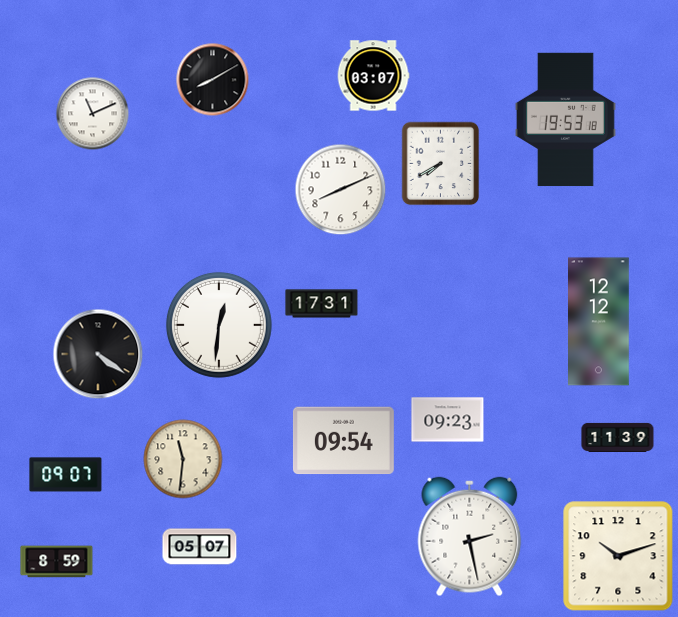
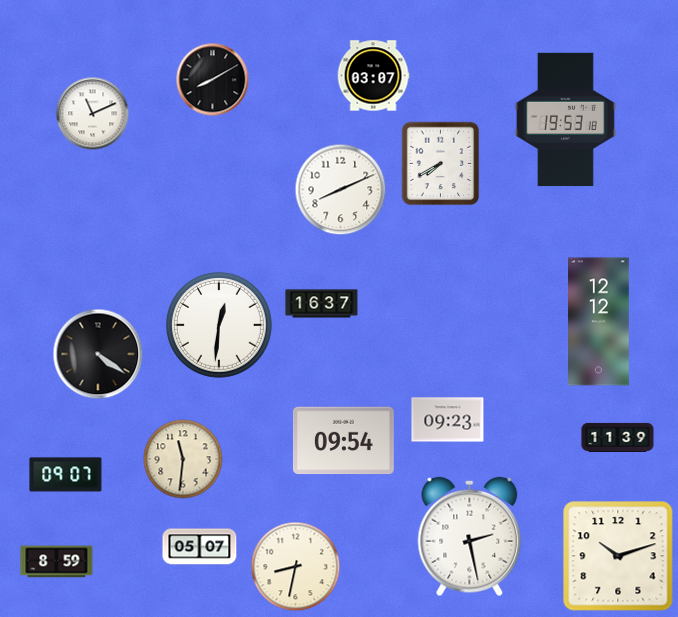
clock at (322, 304): 17:31 -> 16:37
clock at (296, 567): none -> 8:32
